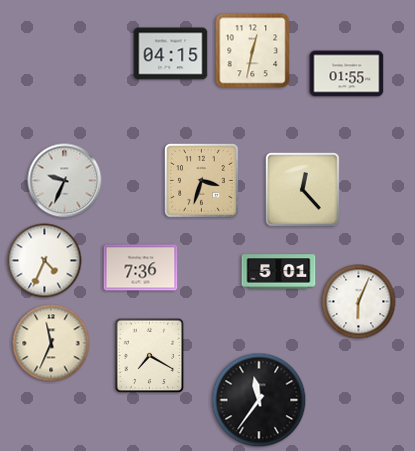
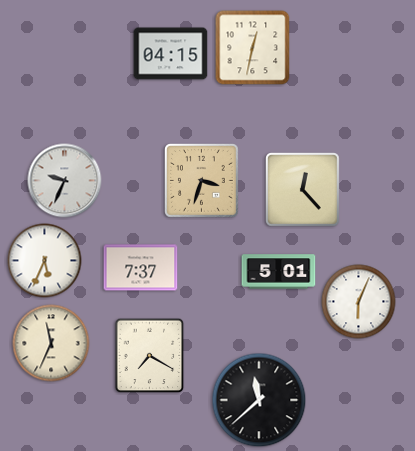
clock at (253, 51) position: (253, 51) -> (253, 48)
clock at (347, 74): 01:55 -> none
clock at (45, 261): 4:34 -> 5:34
clock at (141, 268): 7:36 -> 7:37
clock at (259, 400): 11:36 -> 11:38
